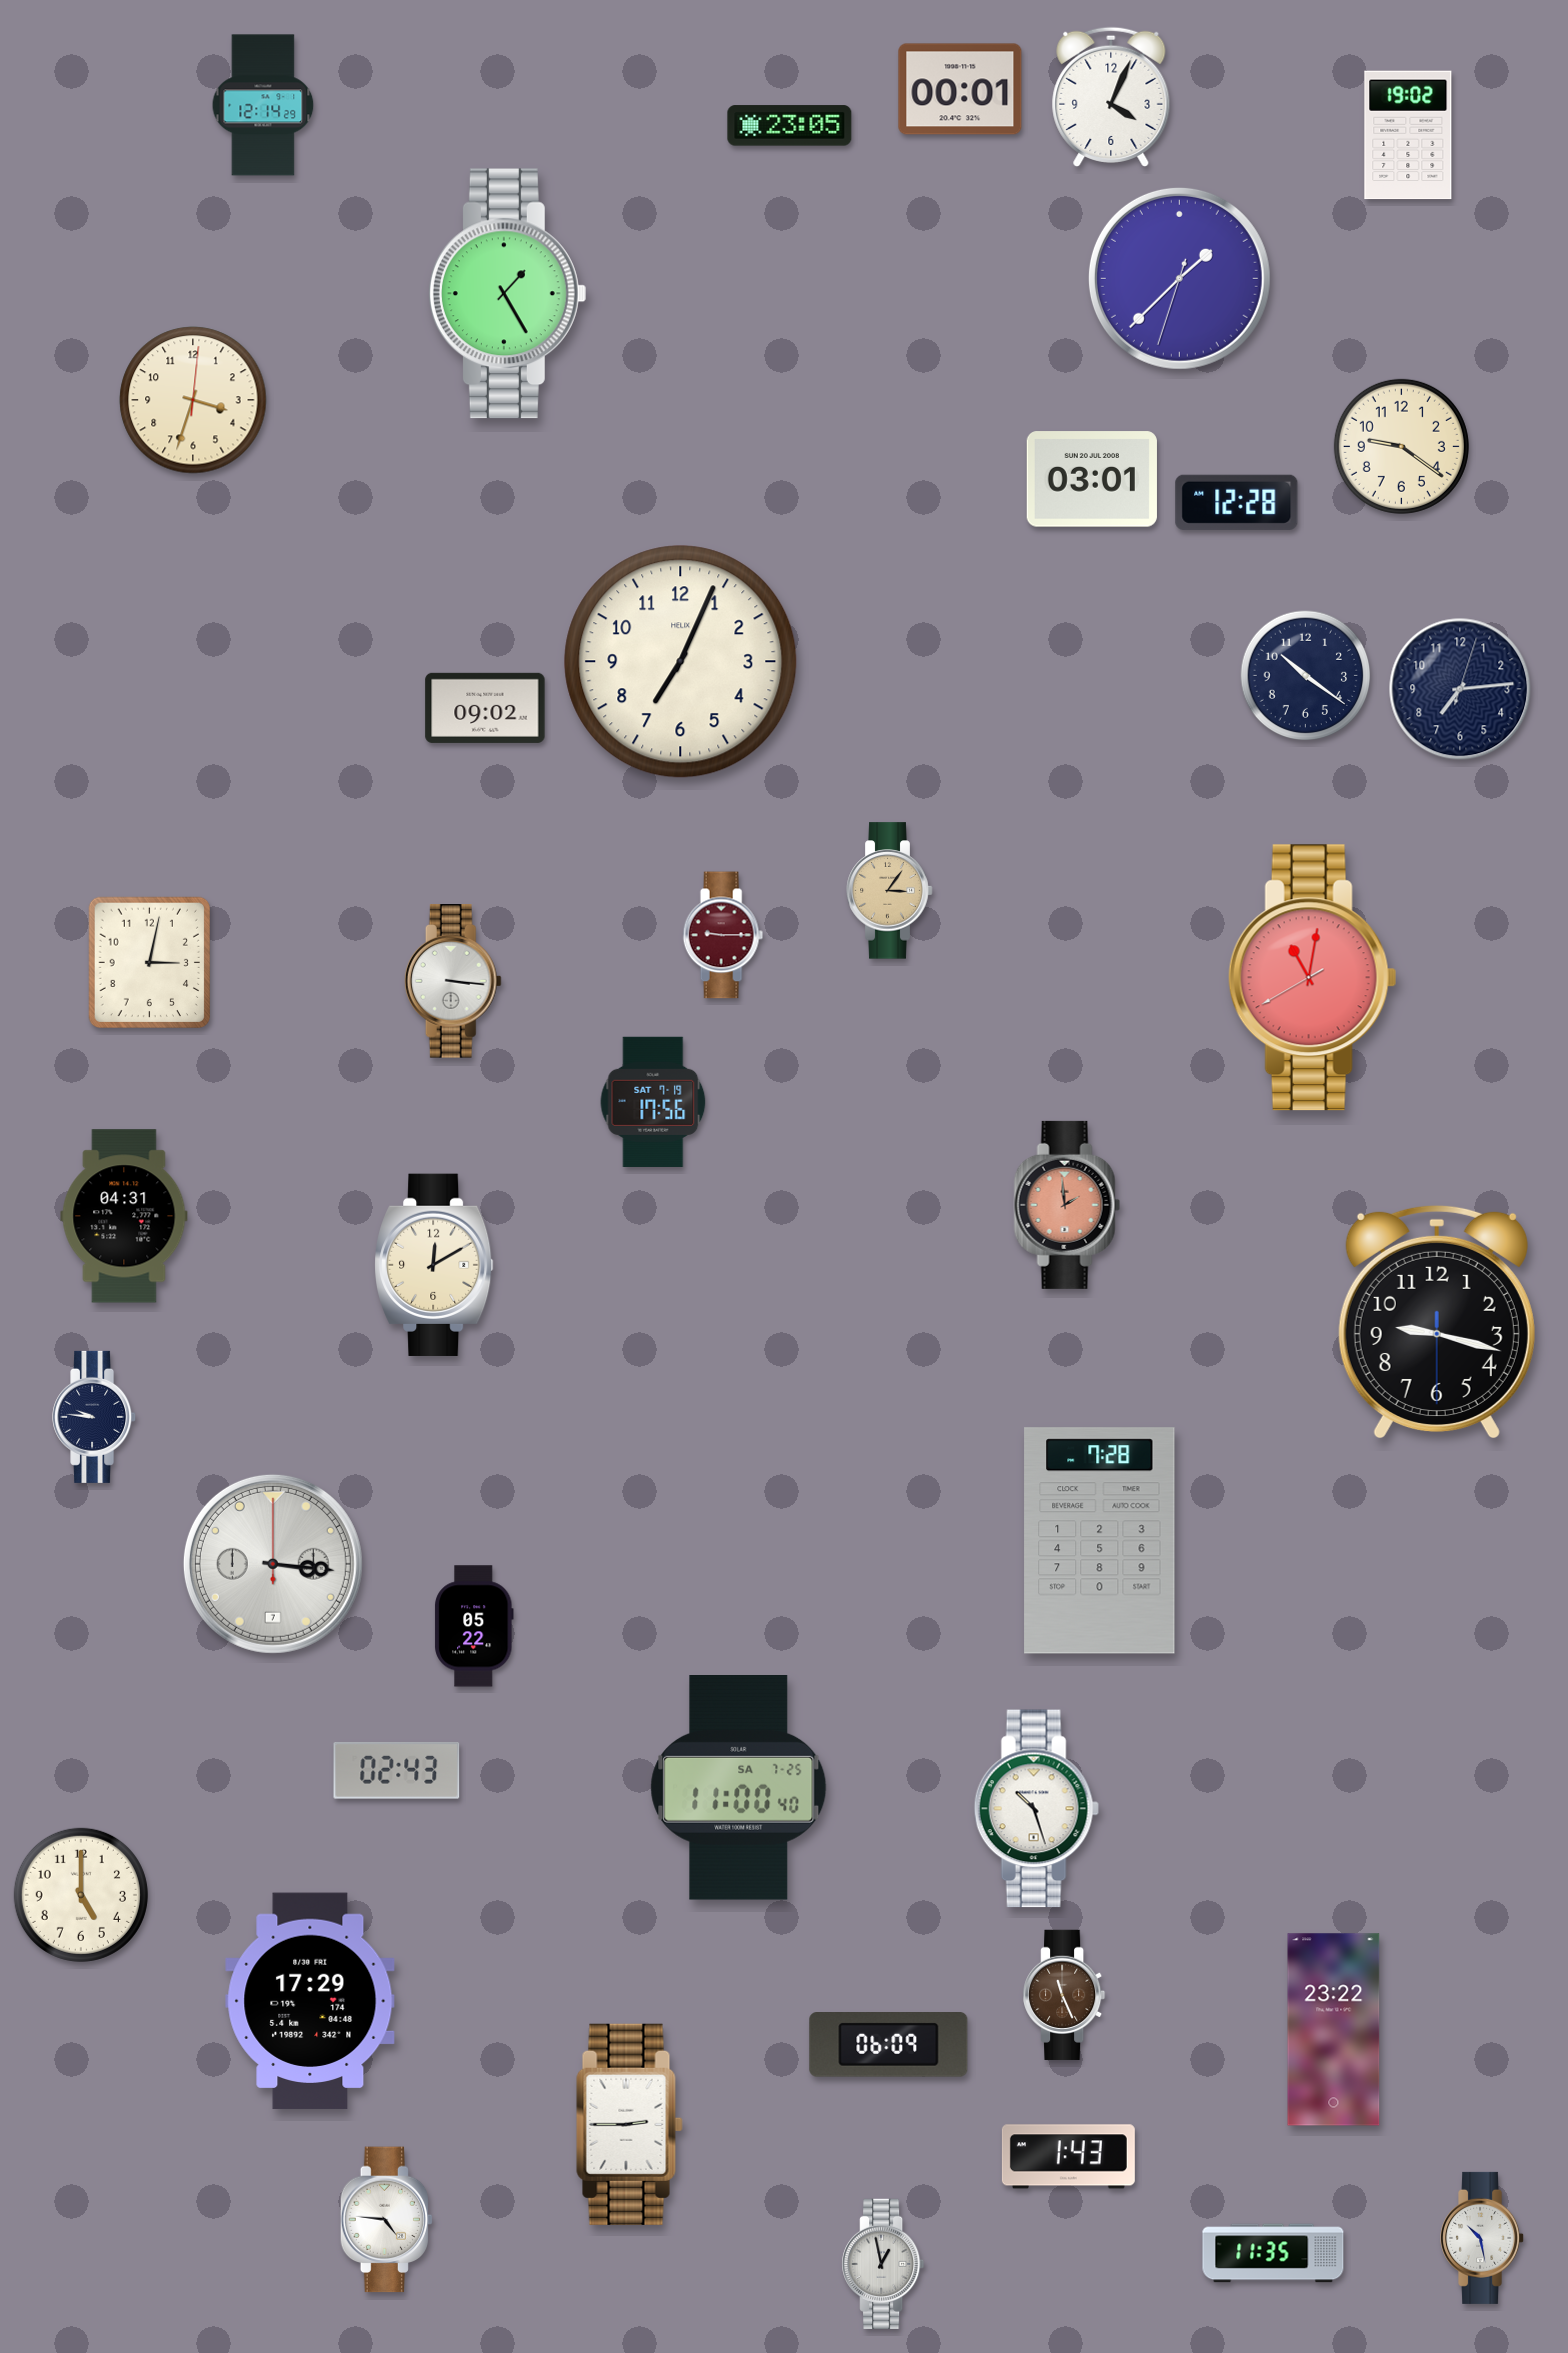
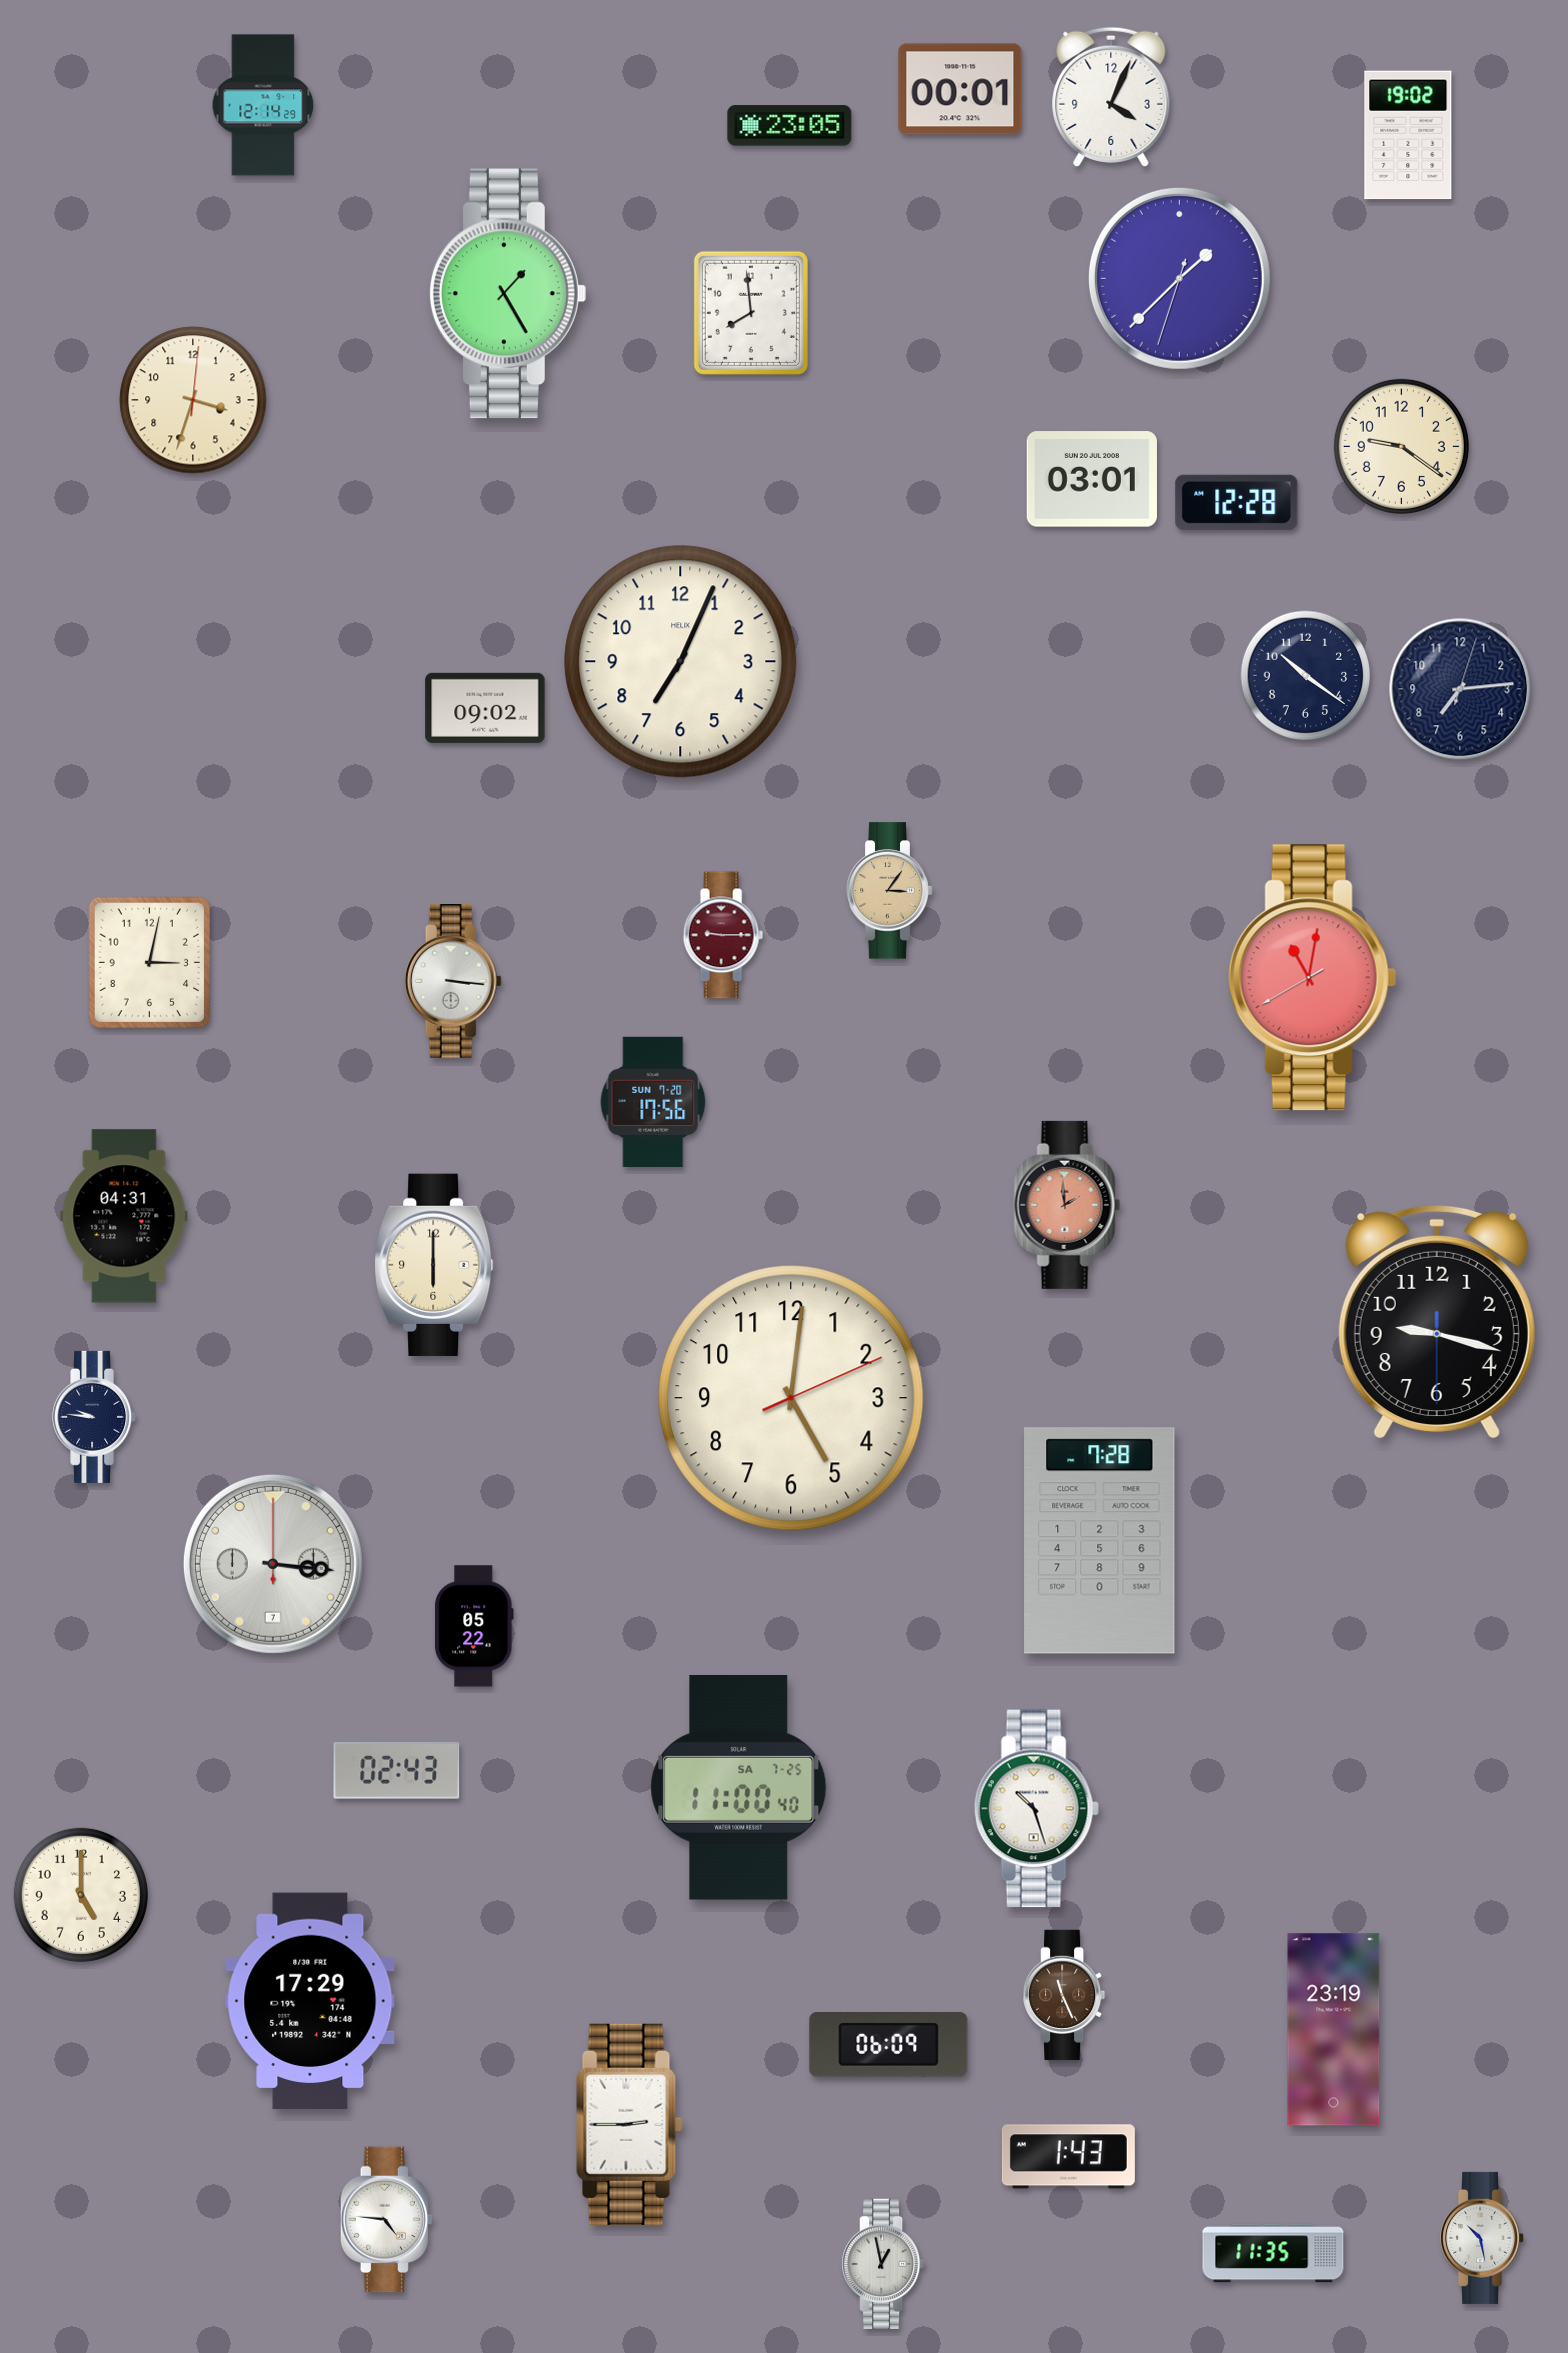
clock at (751, 313): none -> 7:59
clock at (653, 1102) date: SAT 7-19 -> SUN 7-20
clock at (435, 1265): 12:10 -> 6:00
clock at (791, 1398): none -> 5:01
clock at (1334, 2030): 23:22 -> 23:19
